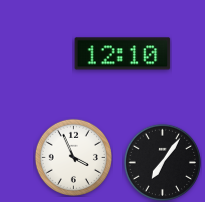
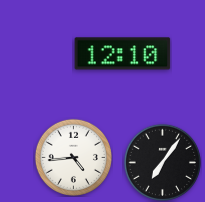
clock at (73, 157): 3:56 -> 4:44
